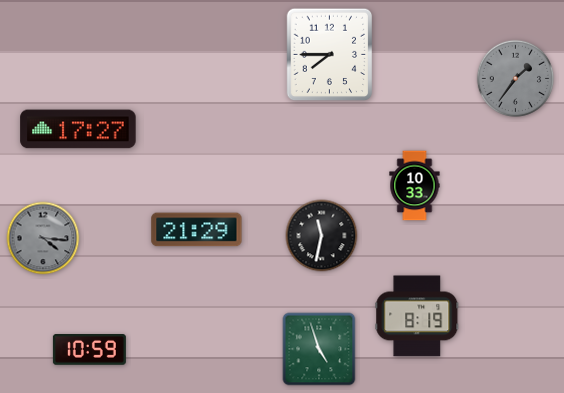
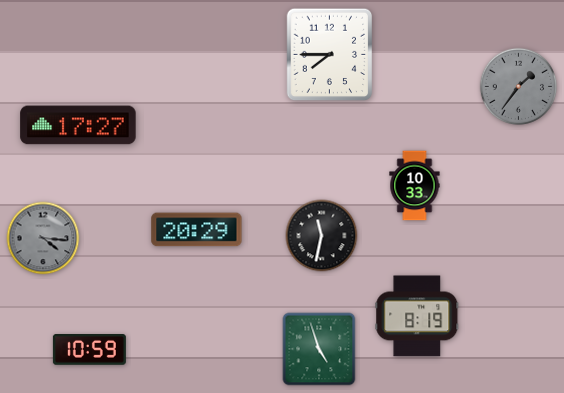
clock at (516, 79) position: (516, 79) -> (519, 87)
clock at (78, 129) position: (78, 129) -> (78, 125)
clock at (197, 230): 21:29 -> 20:29
